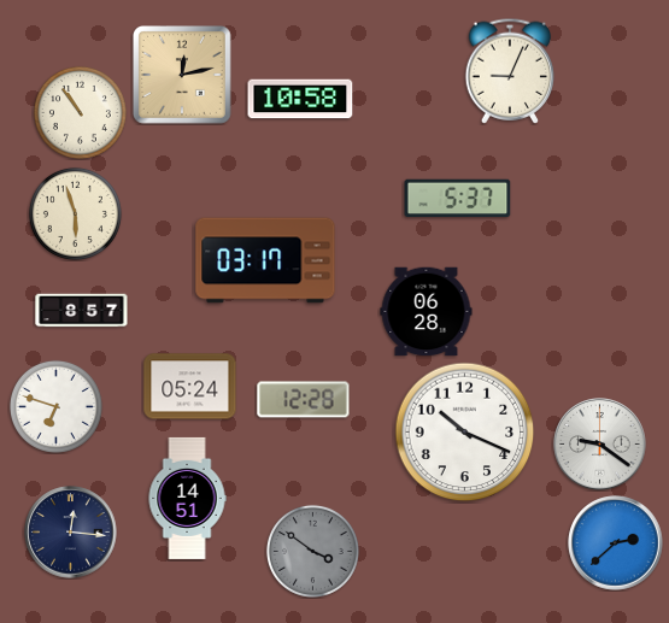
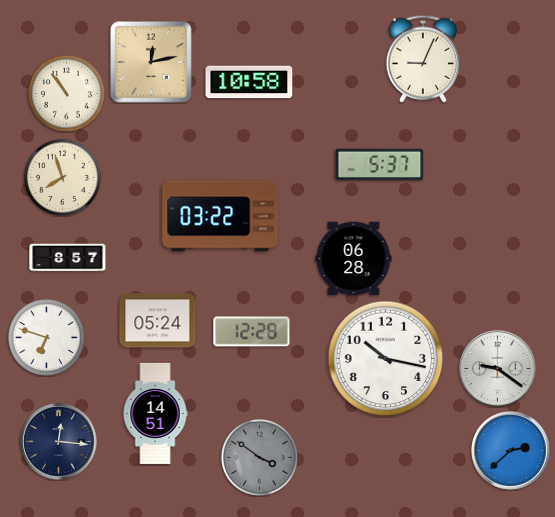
clock at (75, 213): 5:57 -> 7:57
clock at (265, 260): 03:17 -> 03:22
clock at (465, 433): 10:19 -> 10:17
